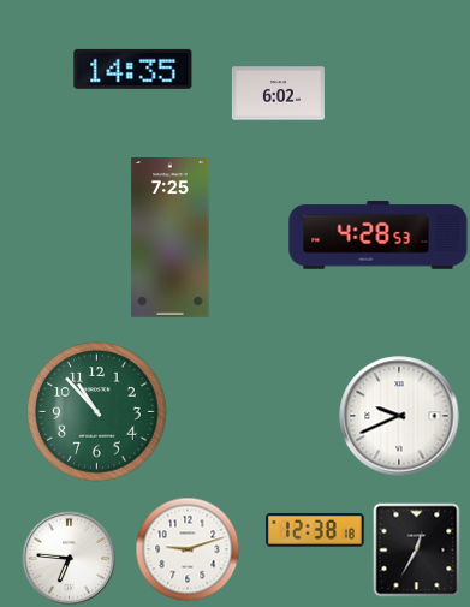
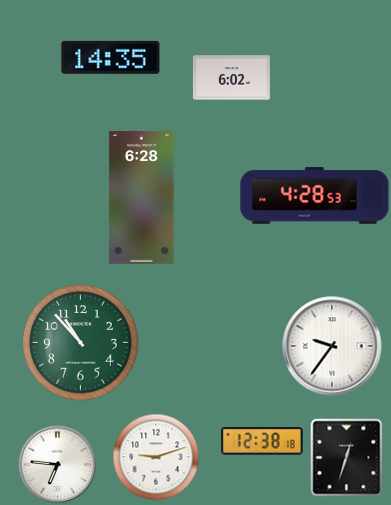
clock at (171, 238): 7:25 -> 6:28
clock at (399, 416): 9:41 -> 9:36
clock at (417, 549): 12:35 -> 12:33
